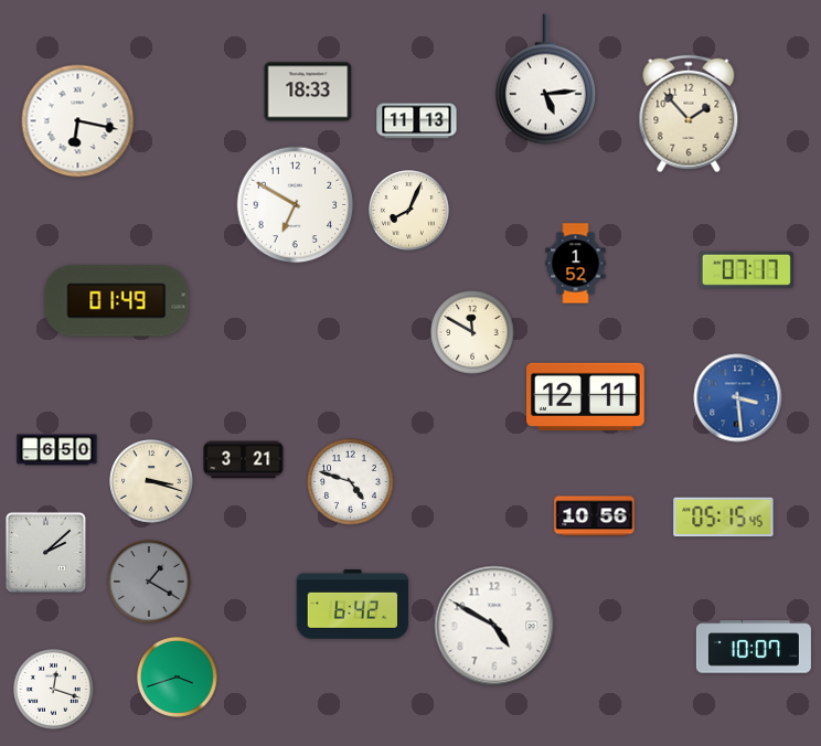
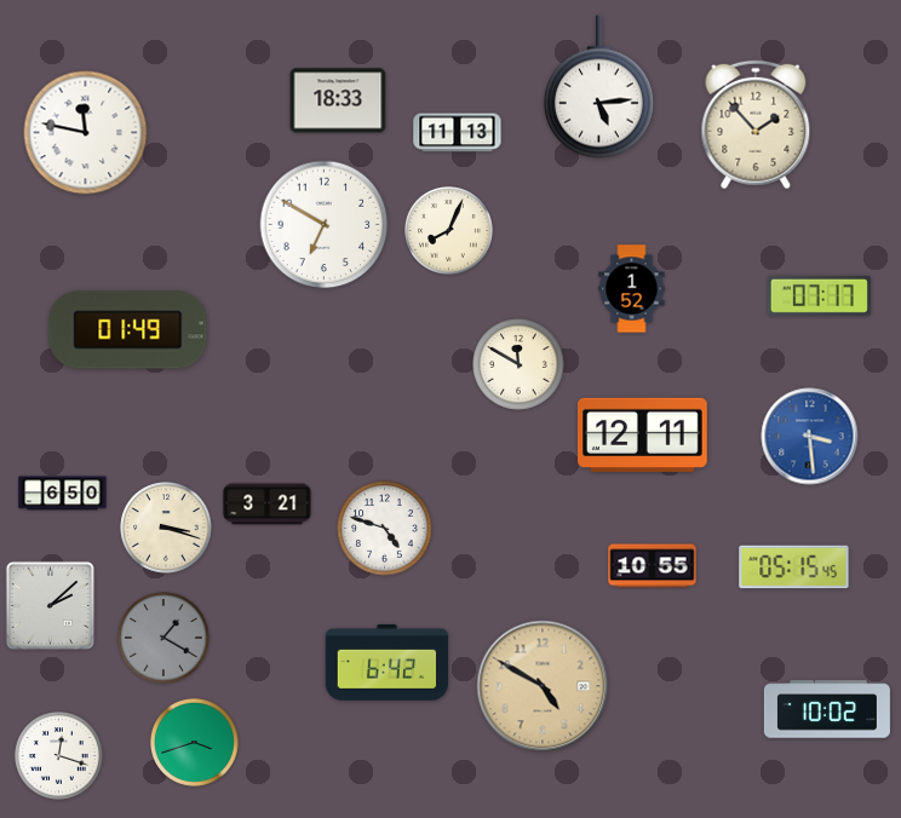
clock at (78, 121): 6:17 -> 11:47
clock at (595, 516): 10:56 -> 10:55
clock at (494, 626) dial: white -> champagne
clock at (754, 647): 10:07 -> 10:02
